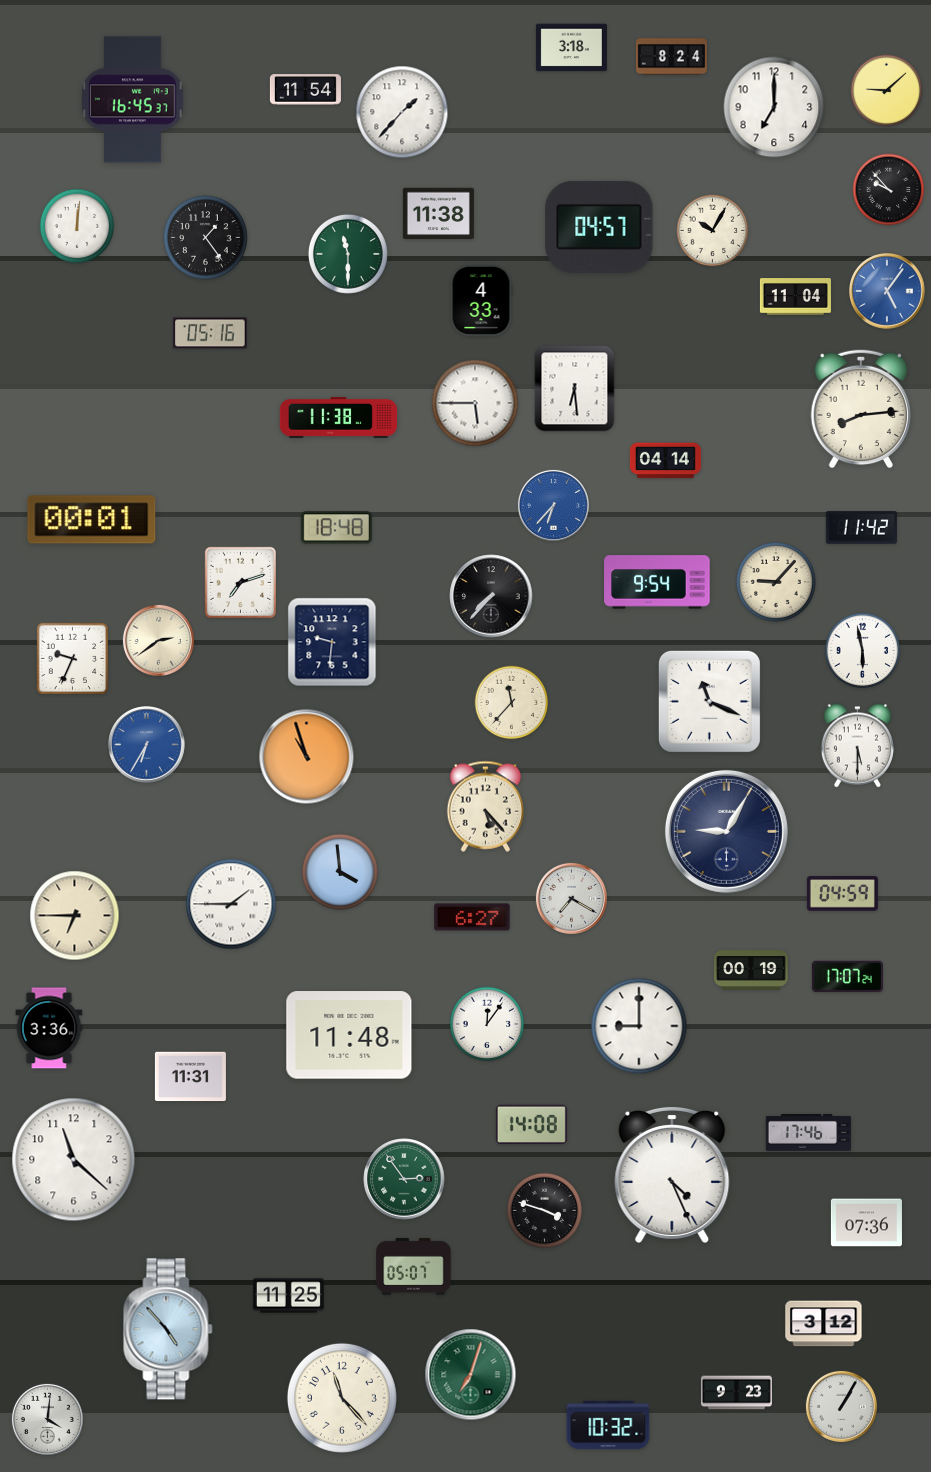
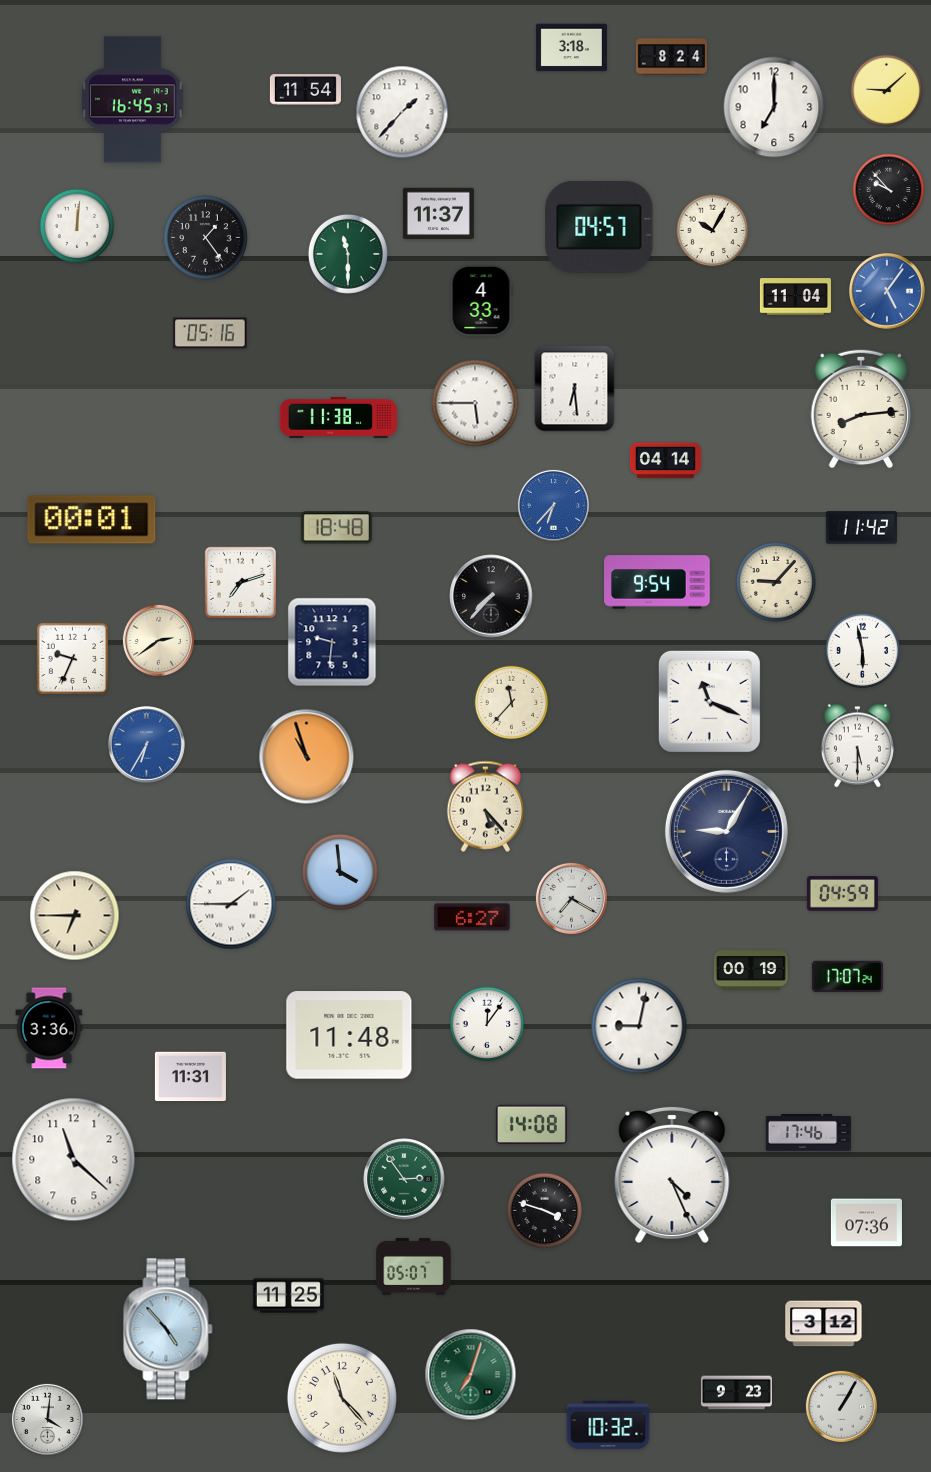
clock at (438, 214): 11:38 -> 11:37
clock at (639, 1026): 9:00 -> 9:02
